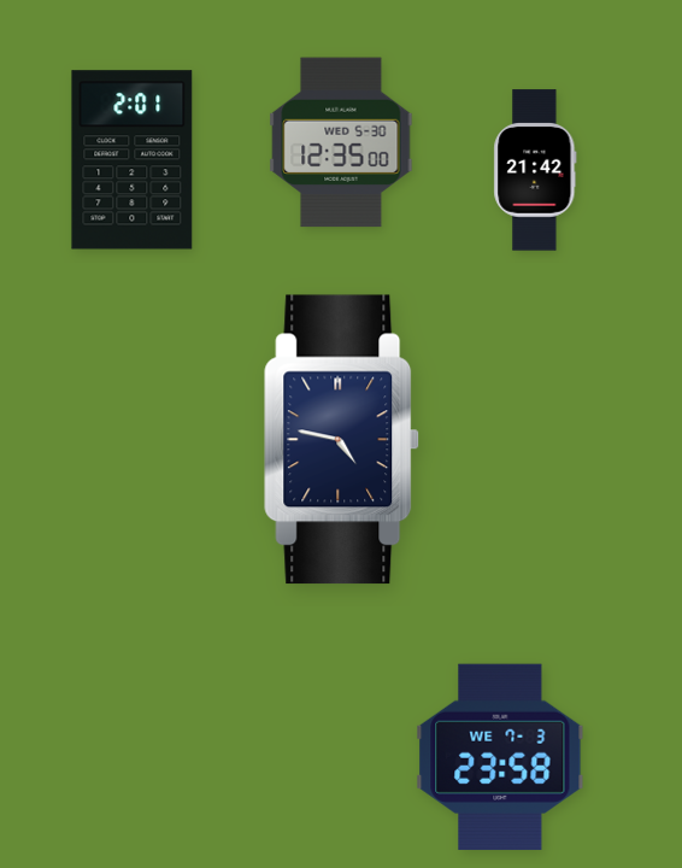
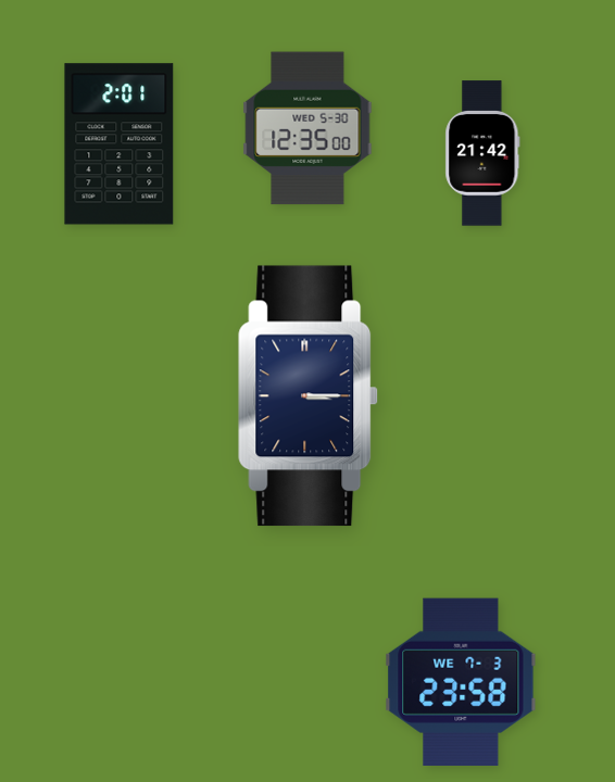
clock at (342, 440): 4:47 -> 3:15
clock at (500, 757) position: (500, 757) -> (461, 682)
